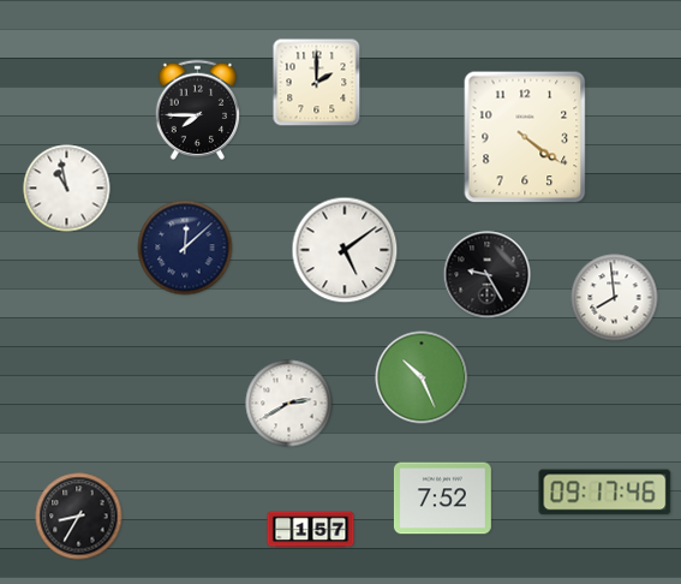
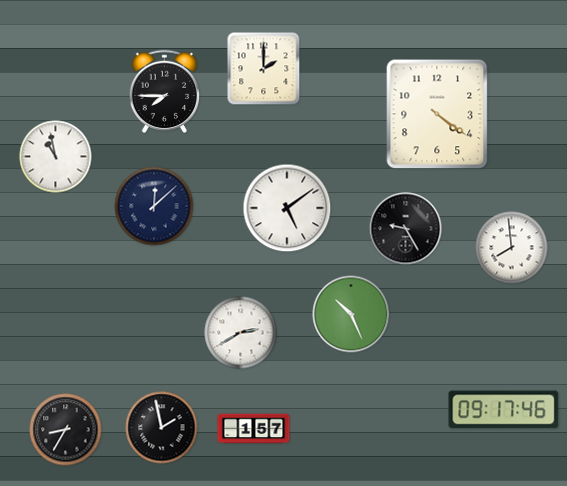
clock at (289, 404) position: (289, 404) -> (241, 333)
clock at (442, 499): 7:52 -> none
clock at (162, 428): none -> 1:58
clock at (311, 530) position: (311, 530) -> (254, 429)
